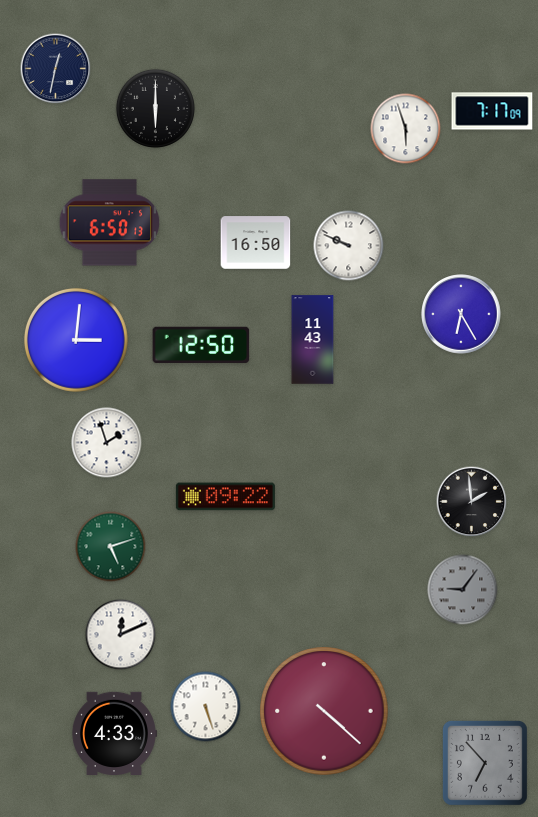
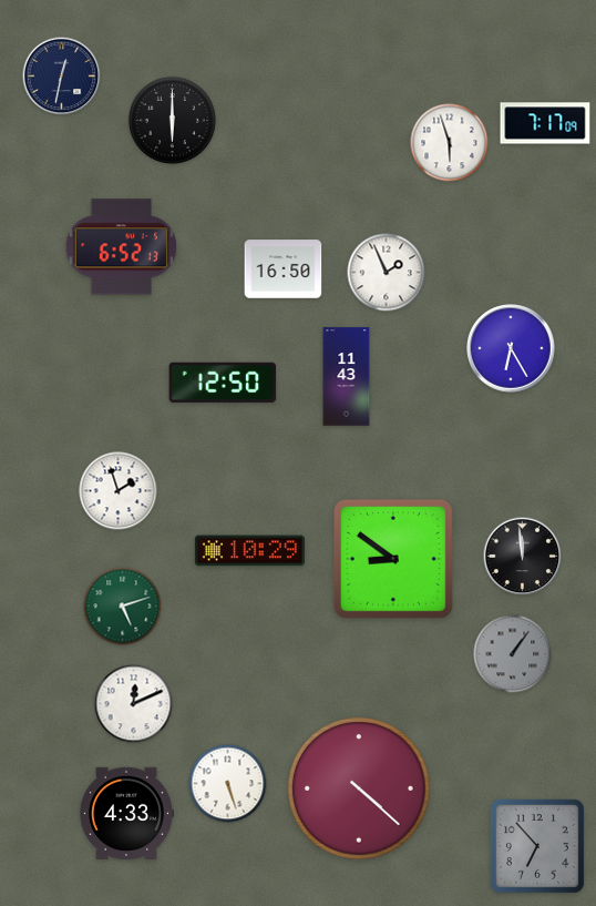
clock at (110, 223): 6:50 -> 6:52
clock at (349, 246): 9:49 -> 1:56
clock at (76, 340): 3:01 -> none
clock at (225, 497): 09:22 -> 10:29
clock at (472, 502): 1:59 -> 11:59
clock at (393, 559): none -> 8:51
clock at (463, 590): 9:06 -> 1:06
